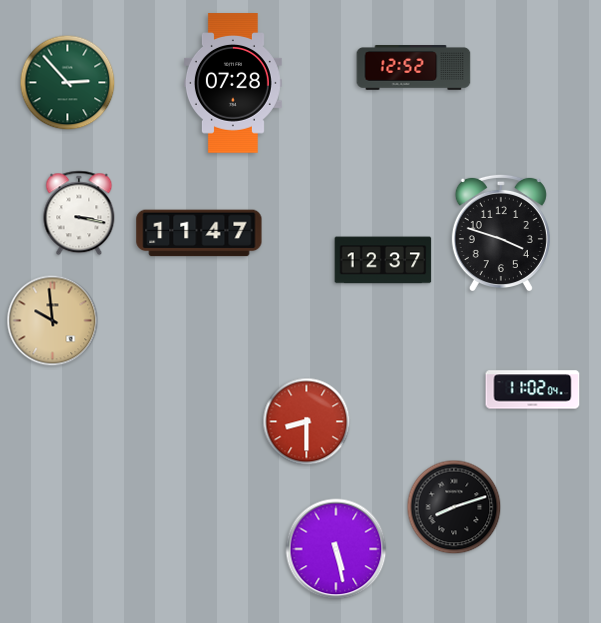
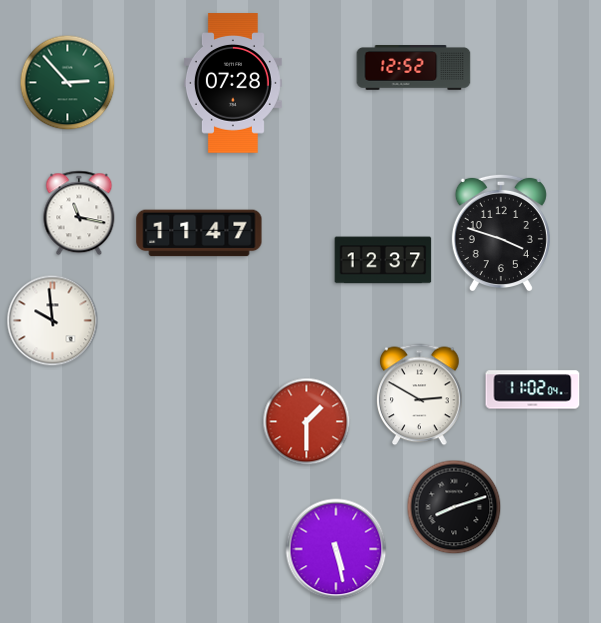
clock at (79, 213): 3:17 -> 11:17
clock at (53, 321) dial: champagne -> white
clock at (420, 395): none -> 2:50
clock at (307, 422): 8:30 -> 1:30
